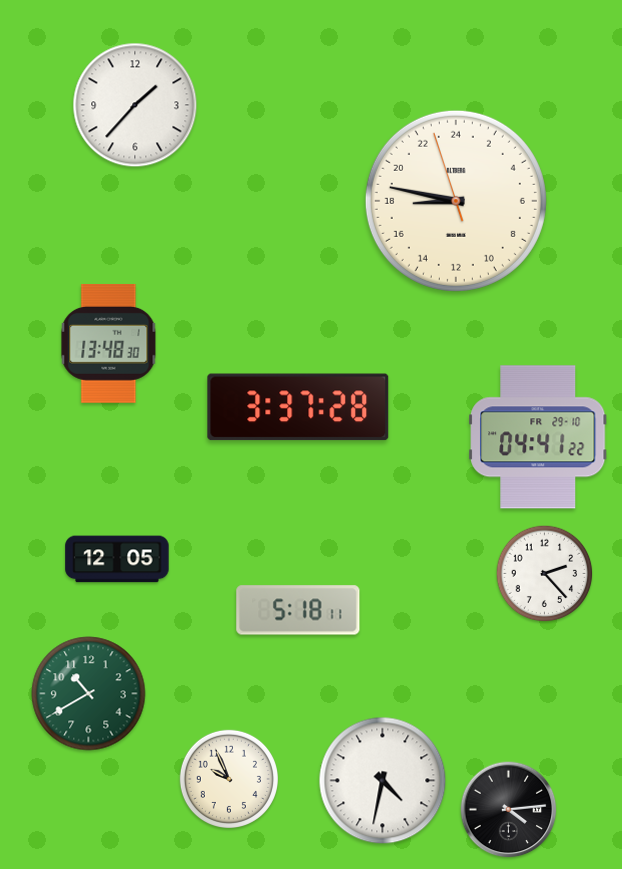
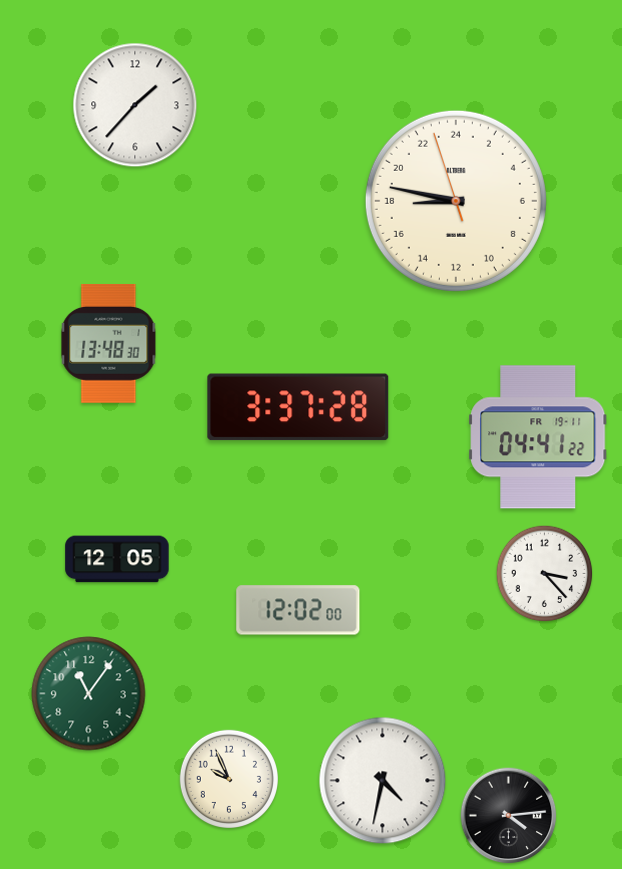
clock at (538, 437) date: FR 29-10 -> FR 19-11
clock at (545, 574): 2:23 -> 3:23
clock at (298, 610): 5:18 -> 12:02
clock at (89, 694): 10:40 -> 11:06
clock at (509, 810) position: (509, 810) -> (509, 816)
